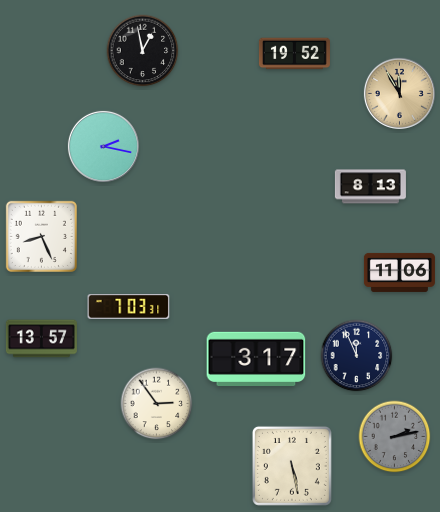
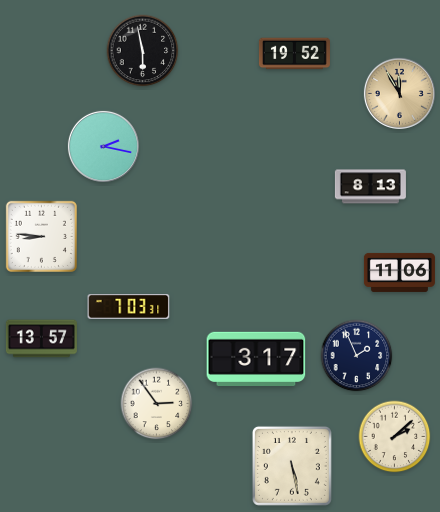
clock at (143, 51): 12:58 -> 5:58
clock at (41, 236): 8:26 -> 8:46
clock at (357, 356): 11:56 -> 1:56
clock at (395, 437): 2:13 -> 2:08
clock at (395, 437) dial: grey -> cream
